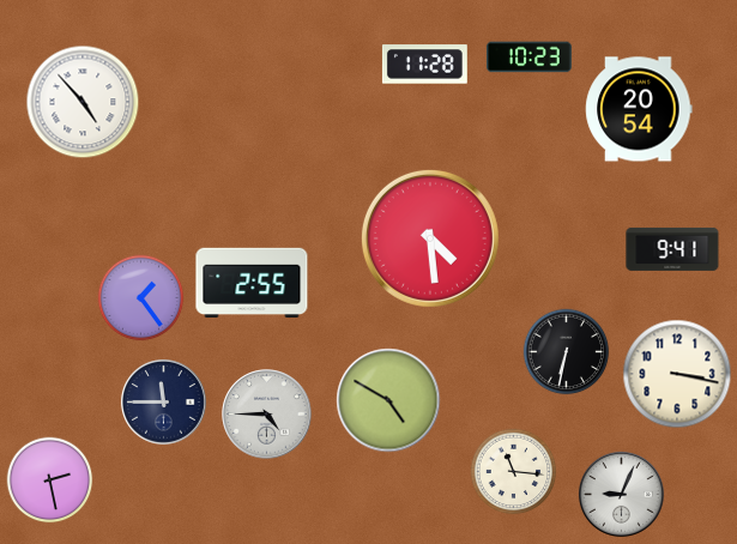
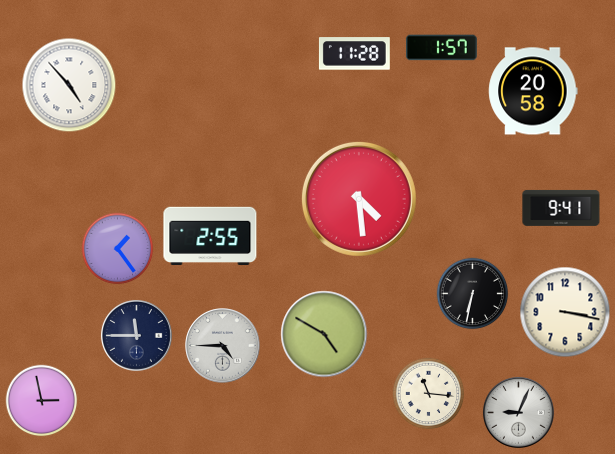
clock at (528, 58): 10:23 -> 1:57
clock at (639, 109): 20:54 -> 20:58
clock at (50, 480): 2:28 -> 2:58
